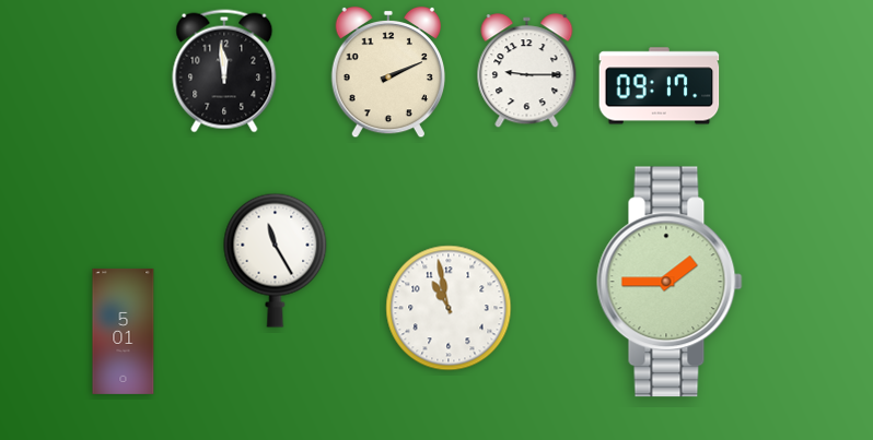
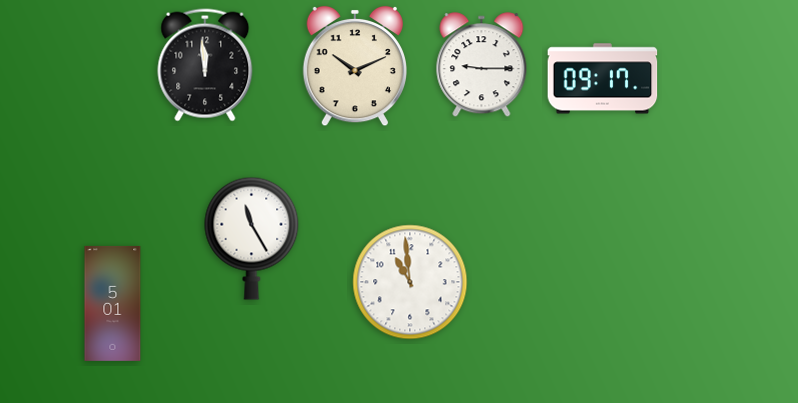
clock at (387, 72): 2:11 -> 10:11
clock at (670, 282): 1:45 -> none
clock at (449, 308): 10:58 -> 10:59
